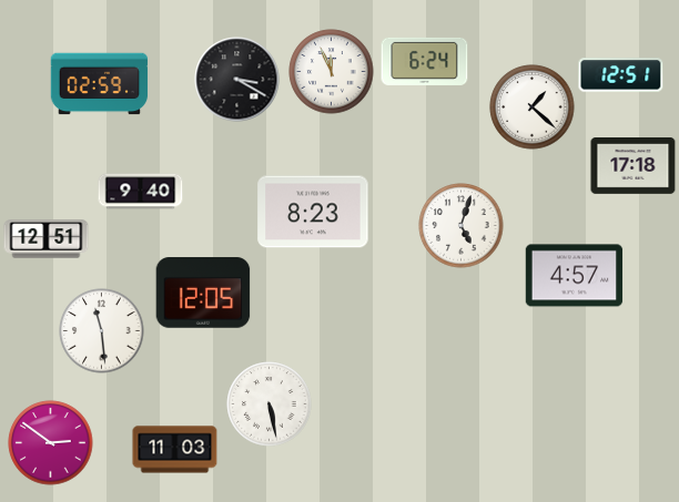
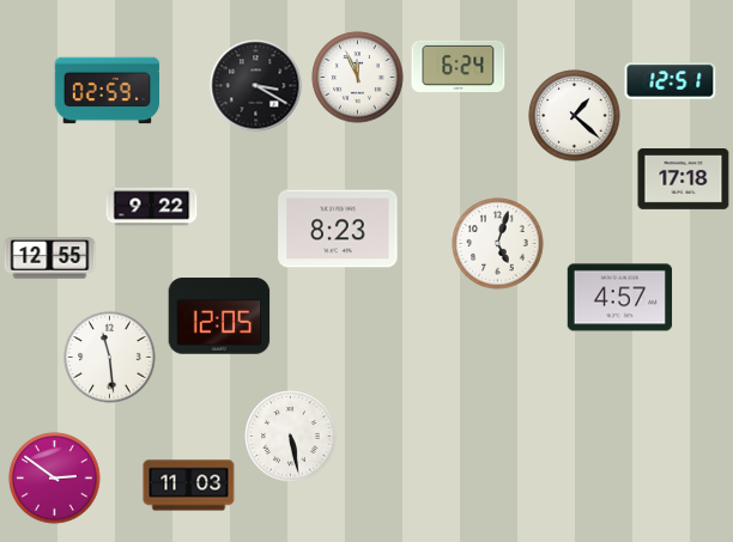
clock at (141, 192): 9:40 -> 9:22
clock at (47, 239): 12:51 -> 12:55
